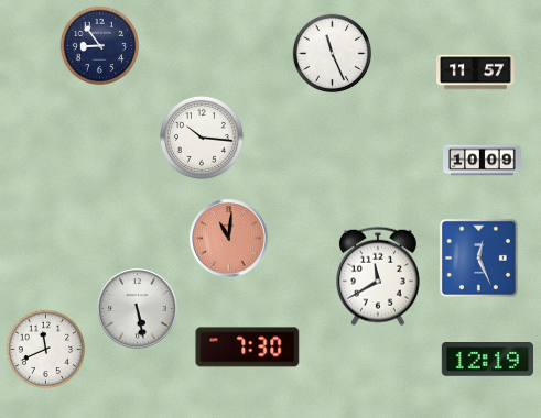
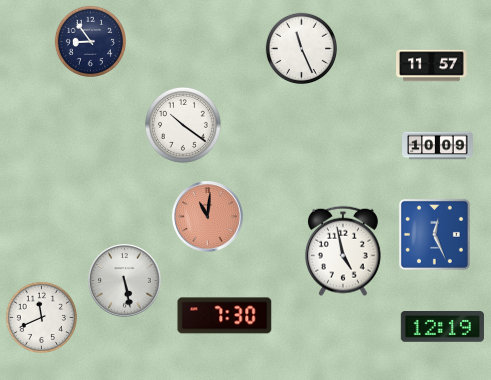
clock at (202, 137): 10:16 -> 10:21
clock at (378, 276): 11:40 -> 4:58
